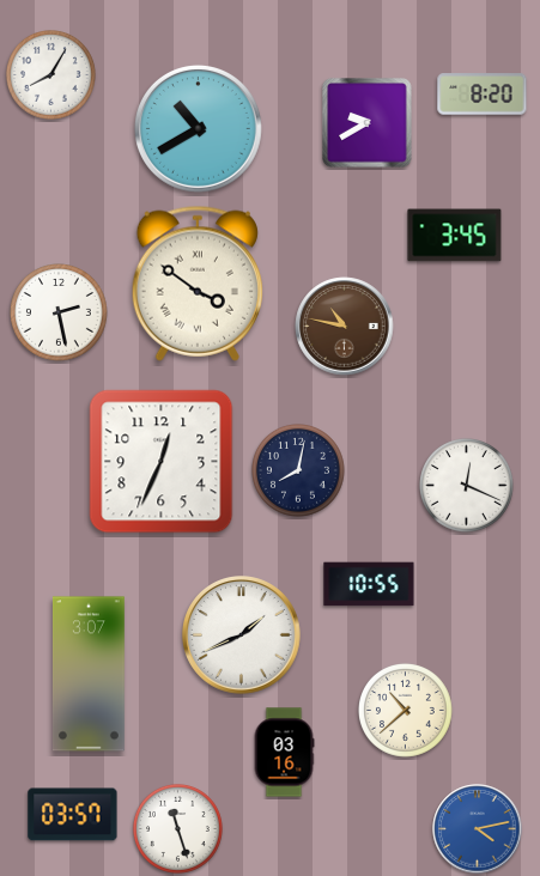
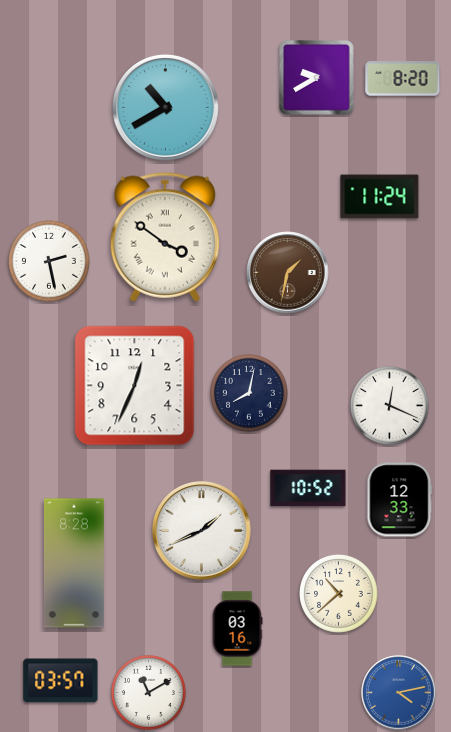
clock at (50, 74): 8:05 -> none
clock at (368, 123) position: (368, 123) -> (317, 78)
clock at (455, 236): 3:45 -> 11:24
clock at (345, 327): 10:47 -> 1:32
clock at (369, 584): 10:55 -> 10:52
clock at (400, 500): none -> 12:33
clock at (89, 674): 3:07 -> 8:28
clock at (177, 828): 11:27 -> 11:10
